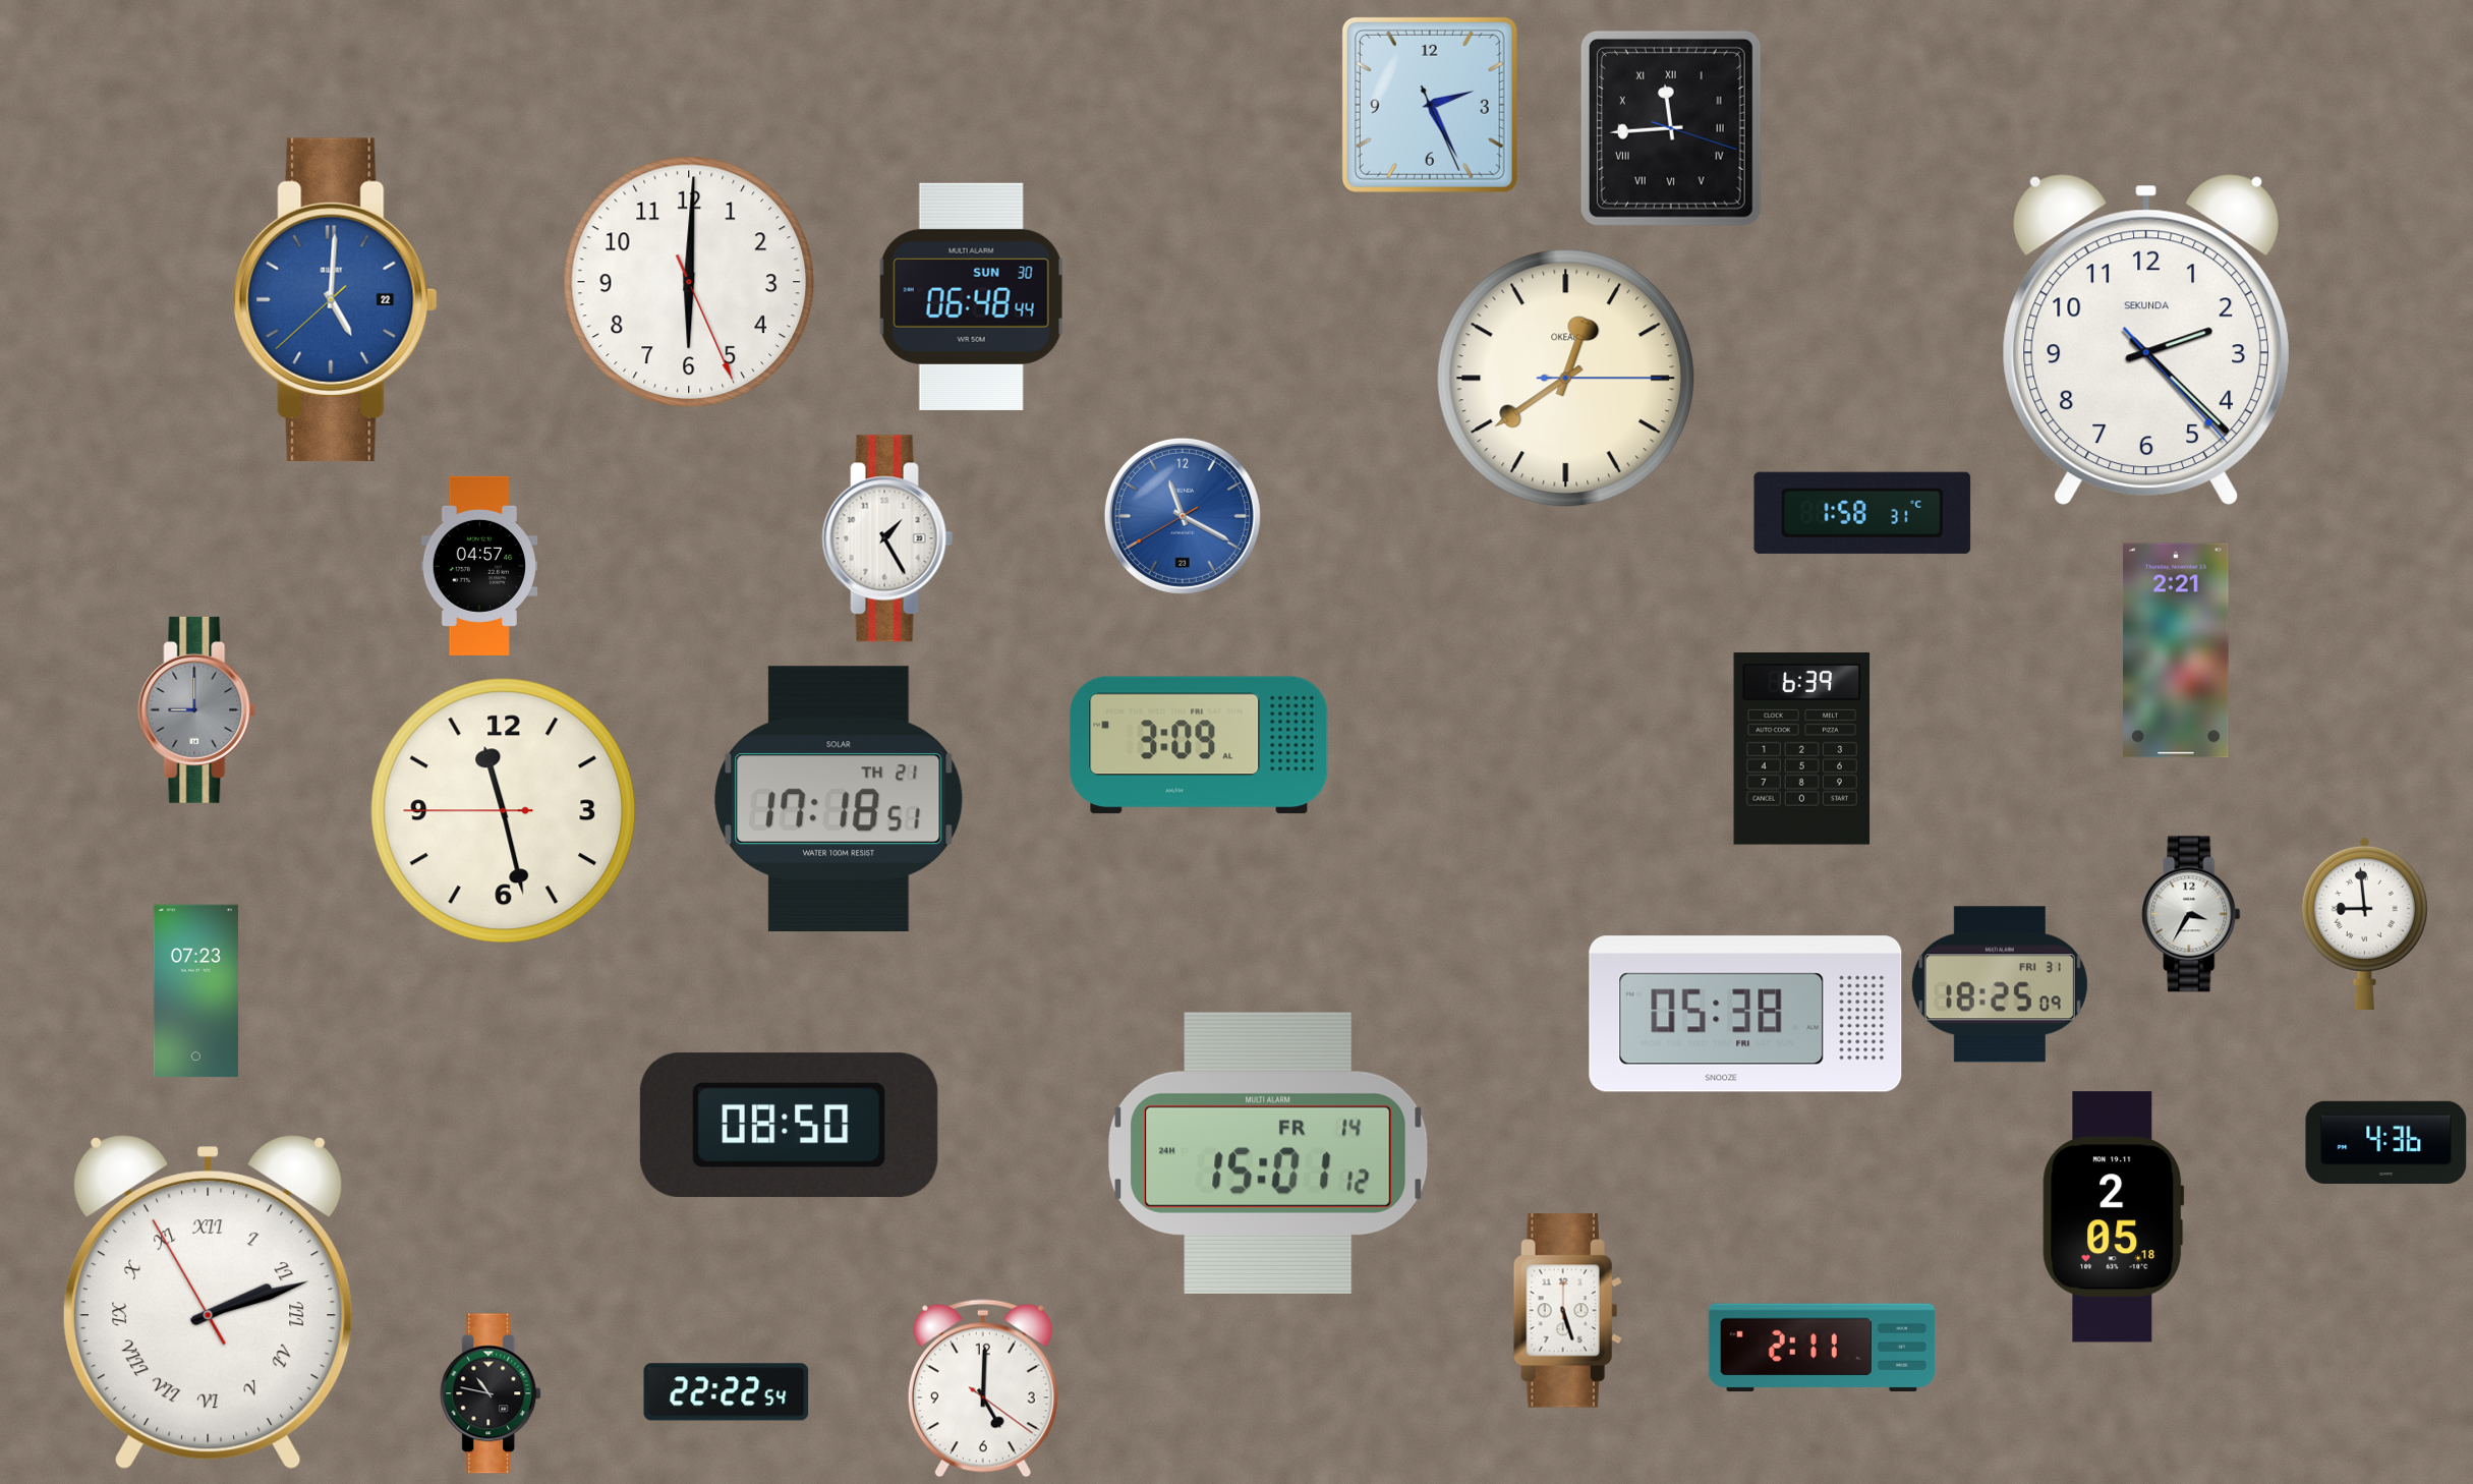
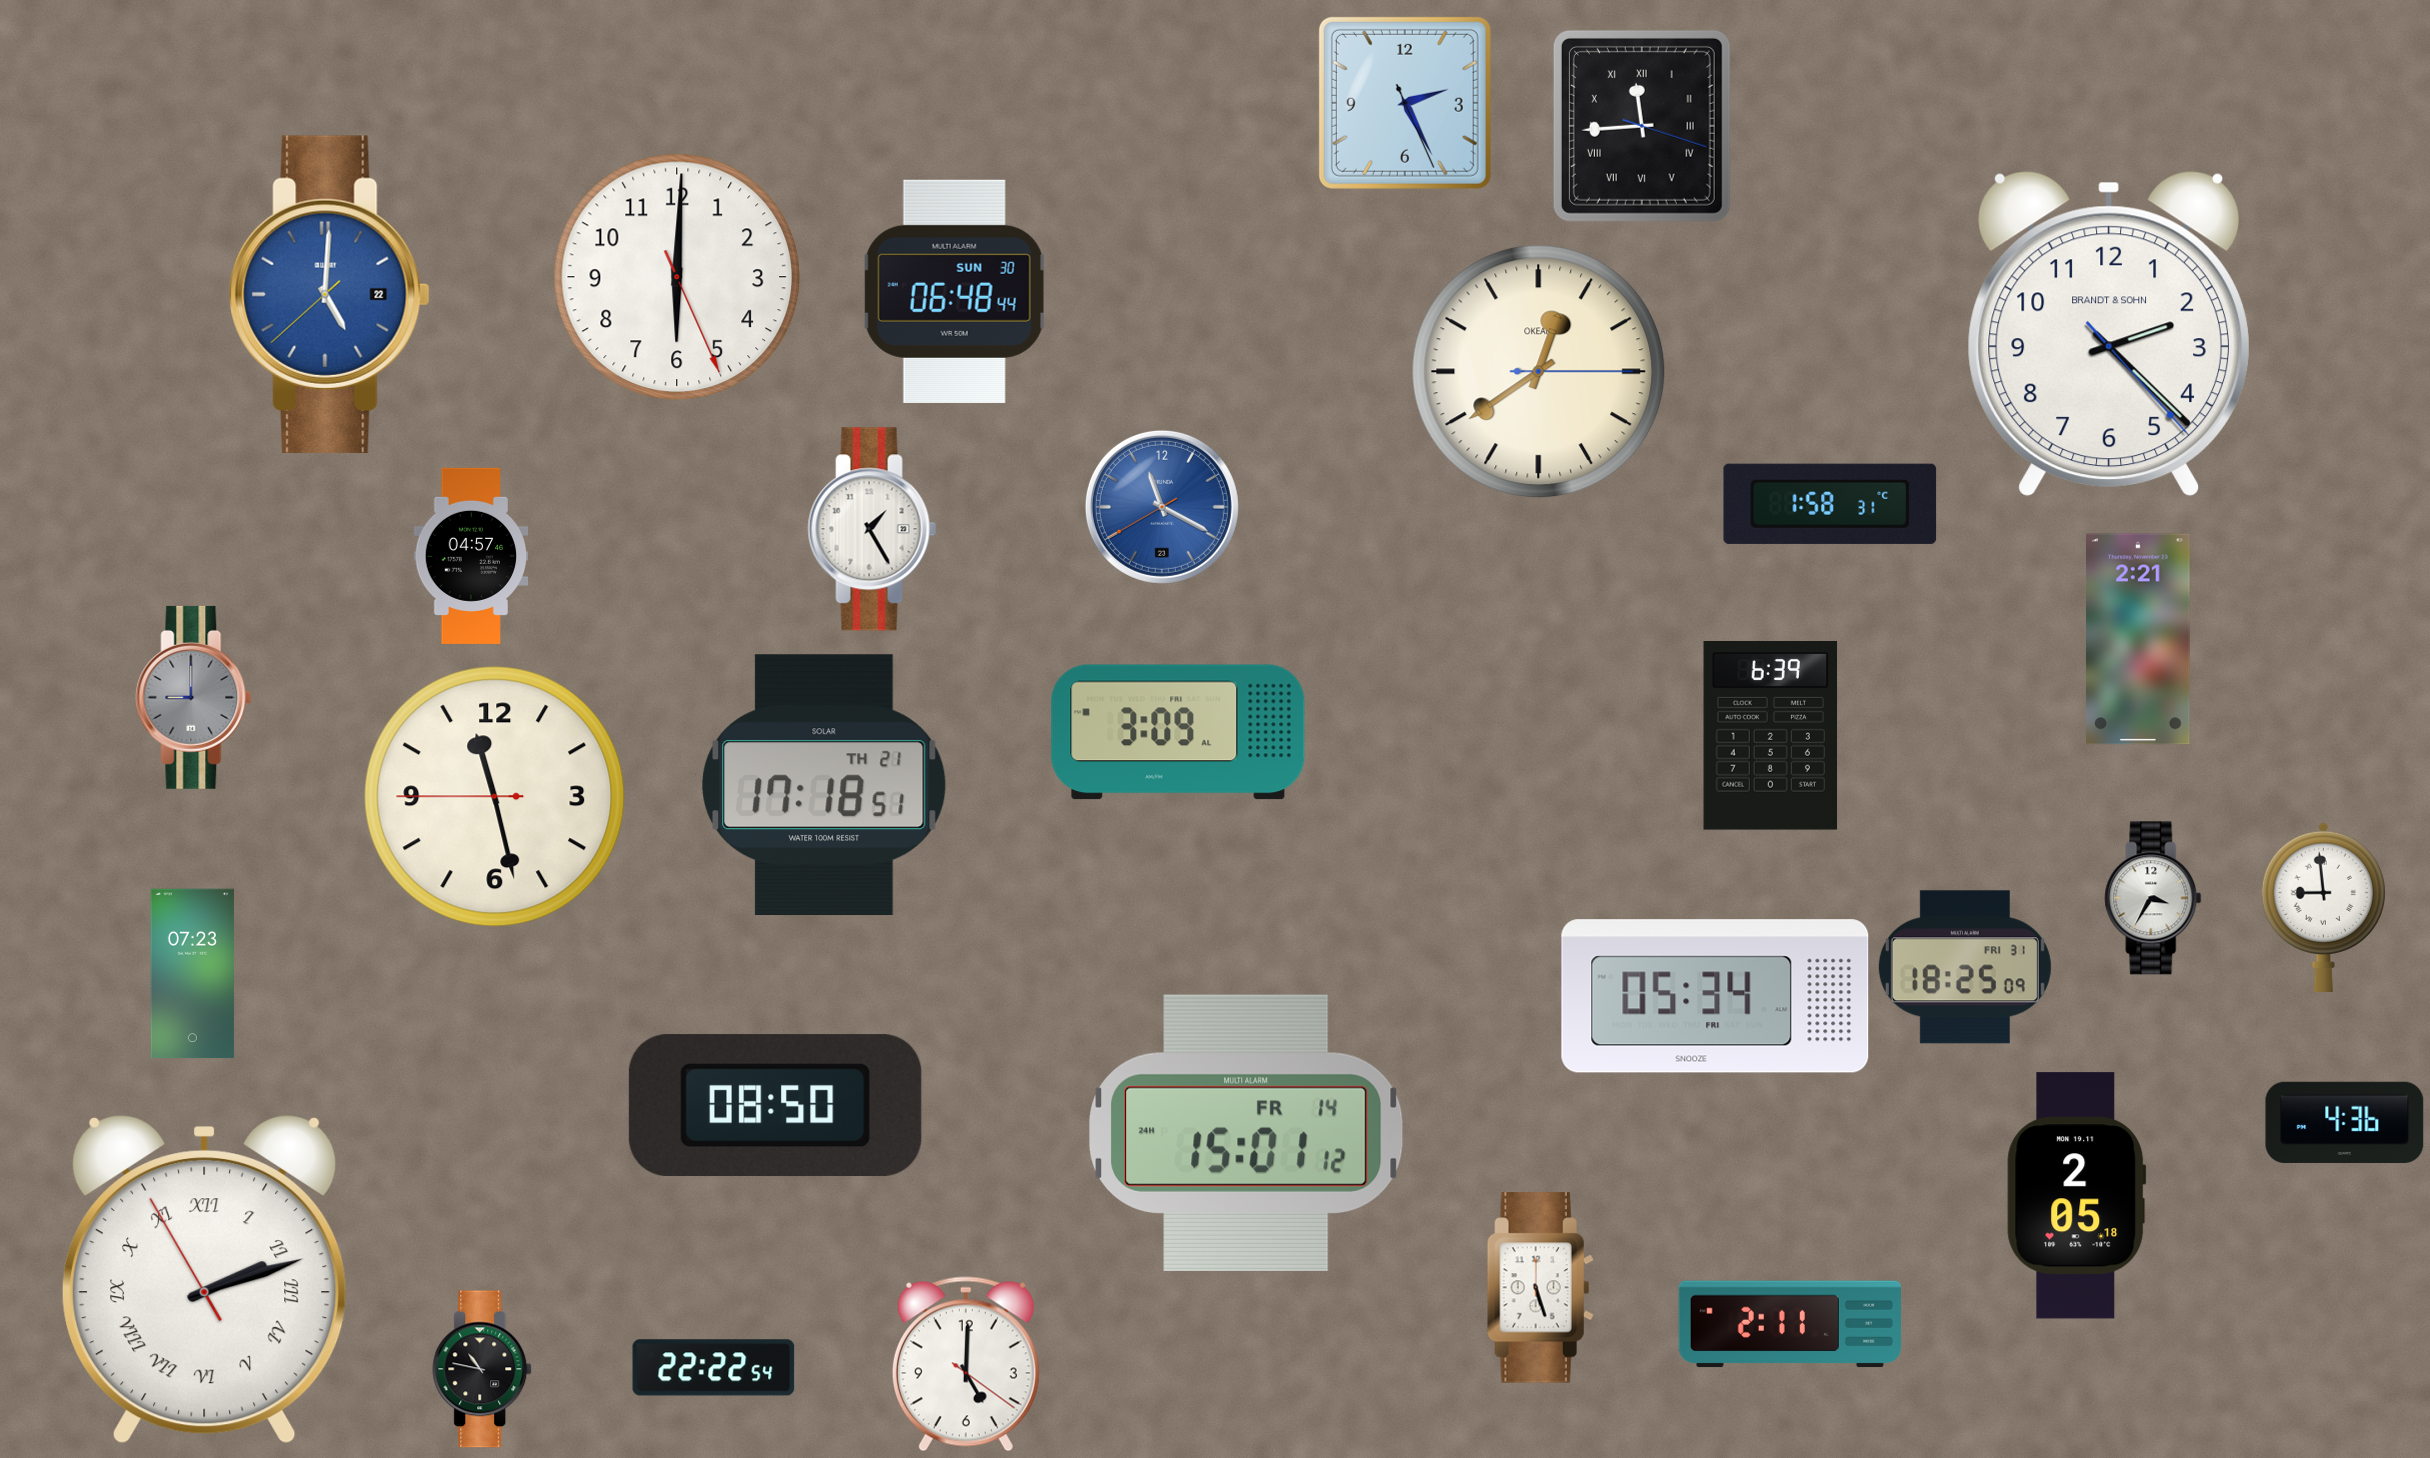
clock at (2146, 340) brand: SEKUNDA -> BRANDT & SOHN
clock at (1745, 1014): 05:38 -> 05:34
